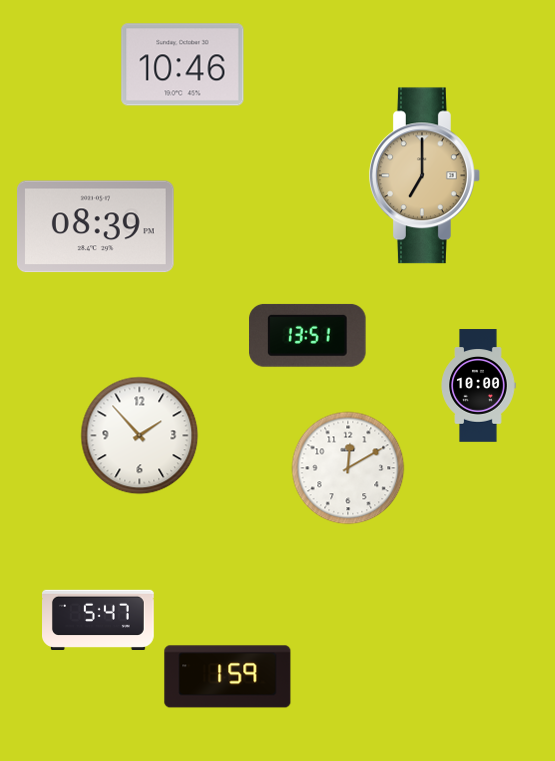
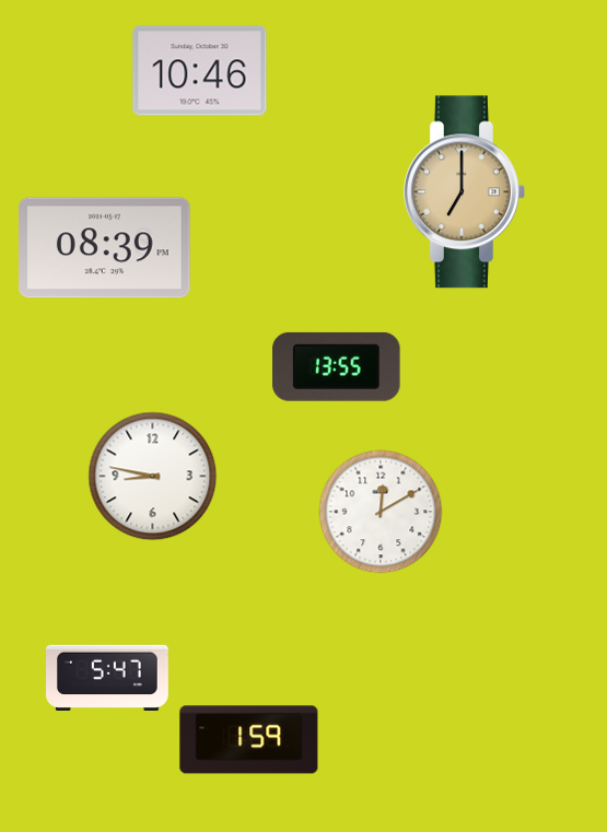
clock at (308, 335): 13:51 -> 13:55
clock at (478, 386): 10:00 -> none
clock at (140, 436): 1:53 -> 8:47
